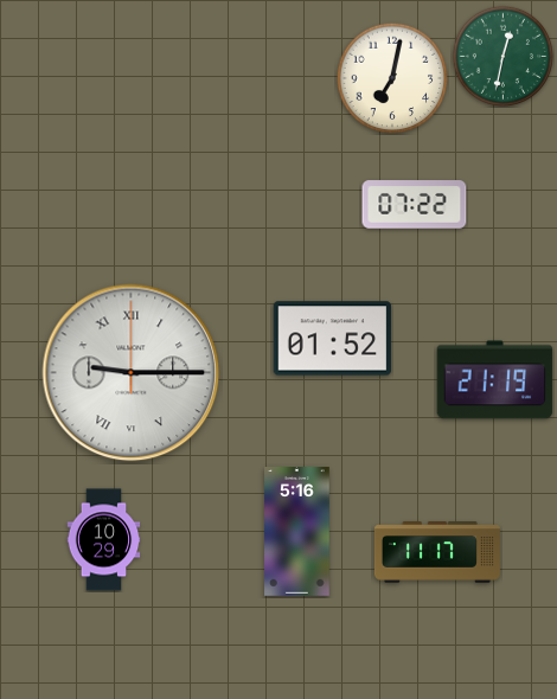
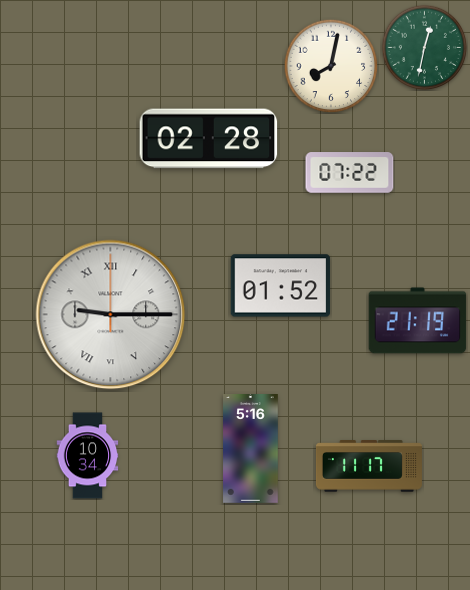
clock at (392, 78): 7:02 -> 8:02
clock at (209, 139): none -> 02:28
clock at (104, 540): 10:29 -> 10:34
